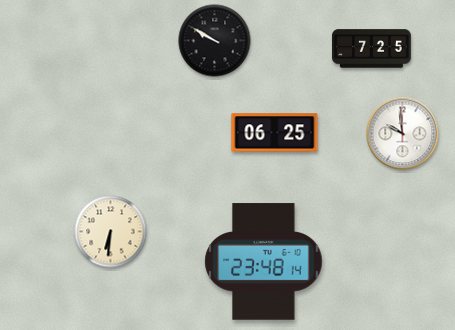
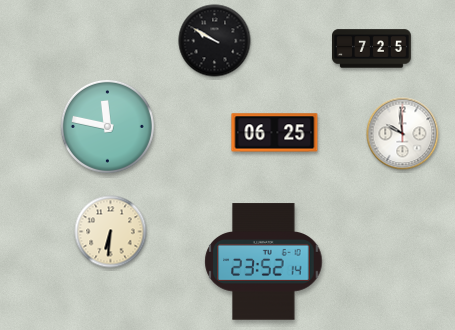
clock at (107, 126): none -> 11:47
clock at (264, 262): 23:48 -> 23:52
